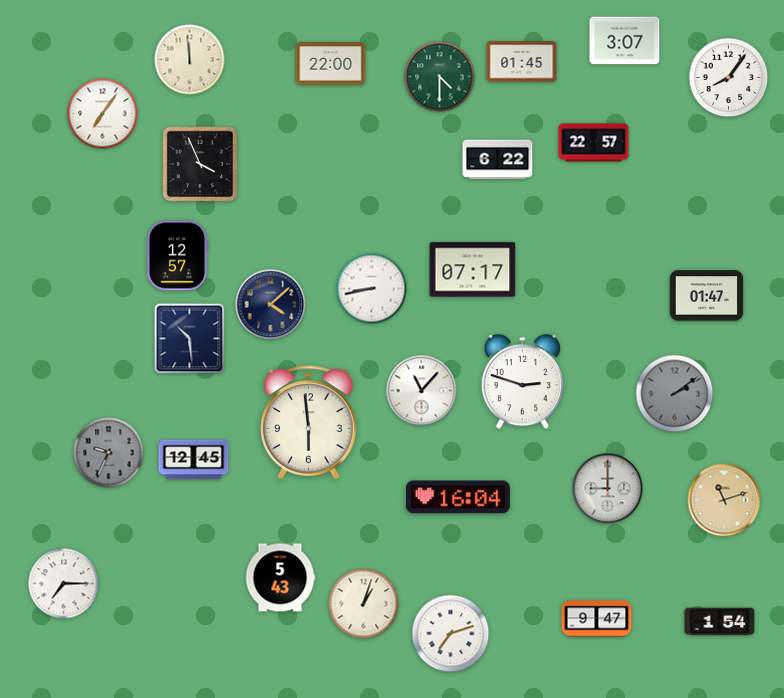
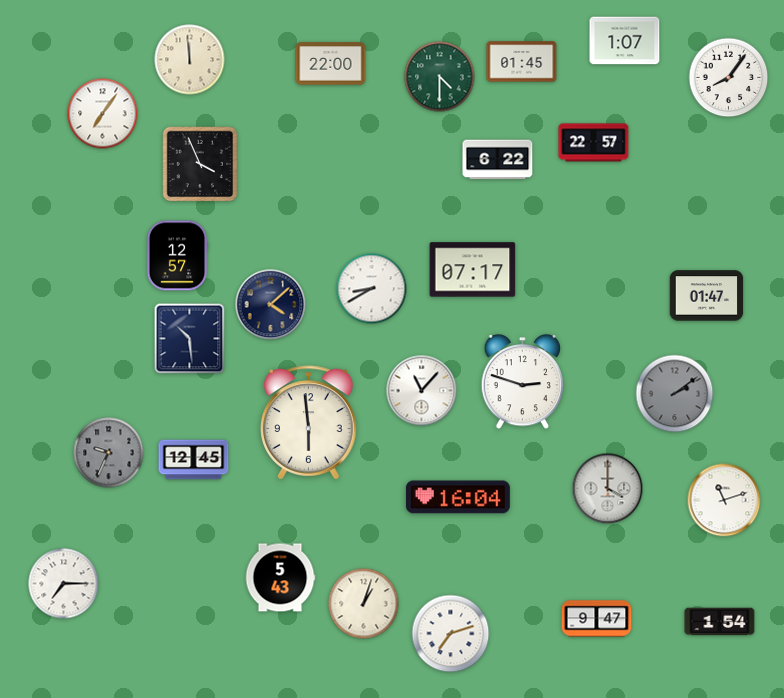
clock at (625, 41): 3:07 -> 1:07
clock at (372, 289): 8:43 -> 8:40
clock at (608, 489): 9:00 -> 4:00
clock at (724, 500) dial: champagne -> white
